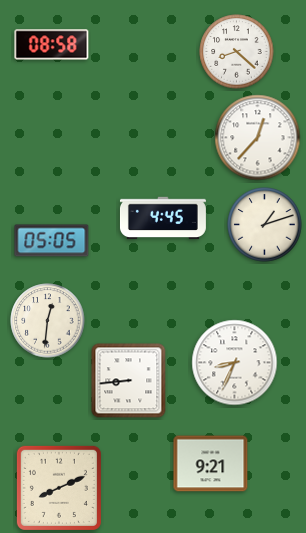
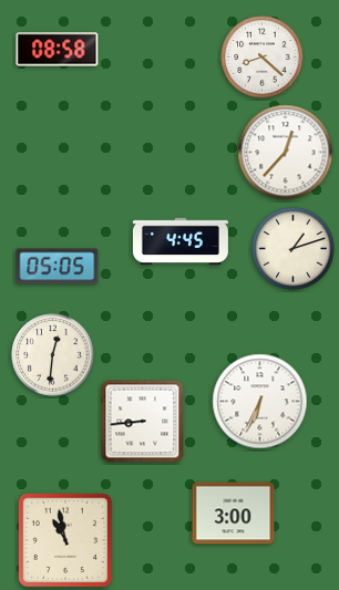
clock at (235, 363): 8:34 -> 6:34
clock at (211, 464): 9:21 -> 3:00
clock at (59, 488): 8:11 -> 10:58
